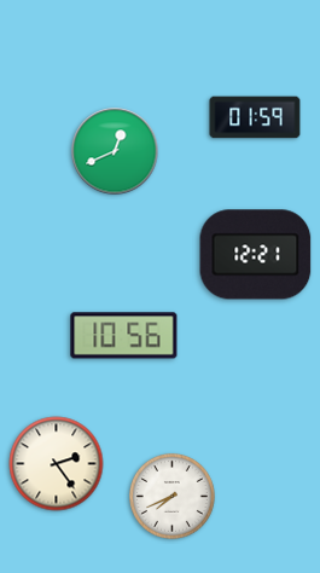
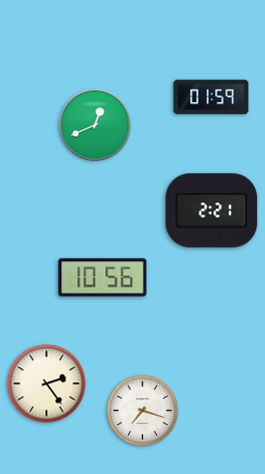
clock at (256, 255): 12:21 -> 2:21
clock at (173, 497): 7:41 -> 7:18
